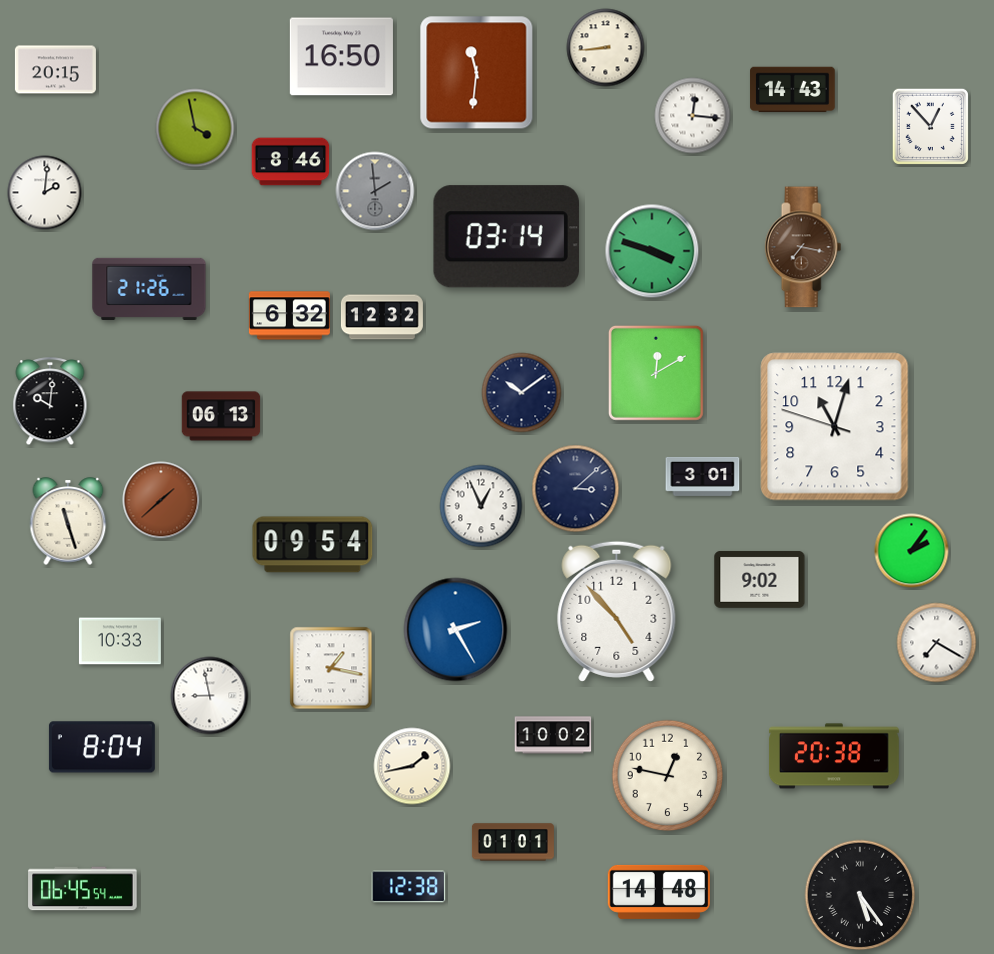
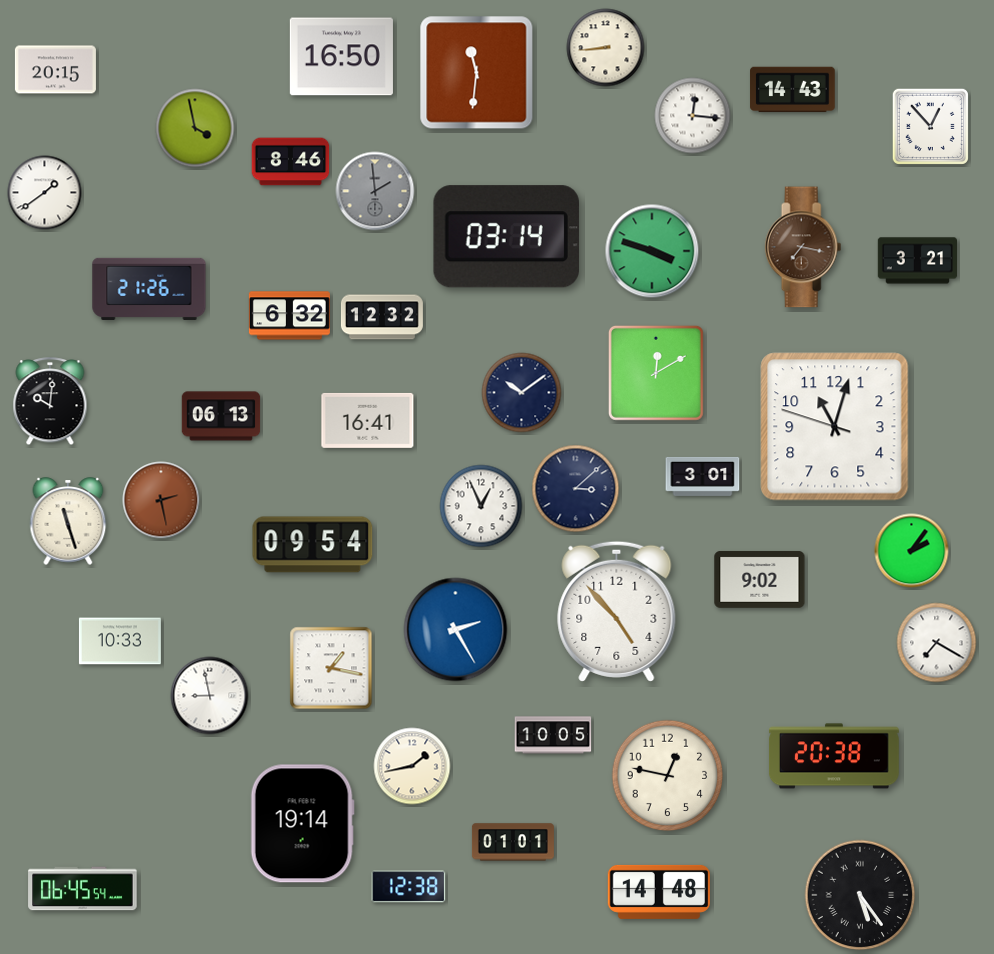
clock at (45, 193): 2:01 -> 1:39
clock at (917, 261): none -> 3:21
clock at (368, 420): none -> 16:41
clock at (161, 500): 1:38 -> 2:28
clock at (553, 735): 10:02 -> 10:05
clock at (102, 747): 8:04 -> none
clock at (302, 824): none -> 19:14
